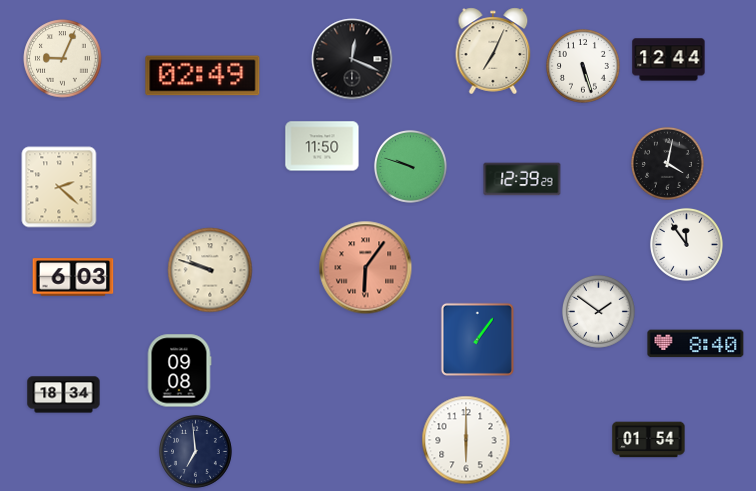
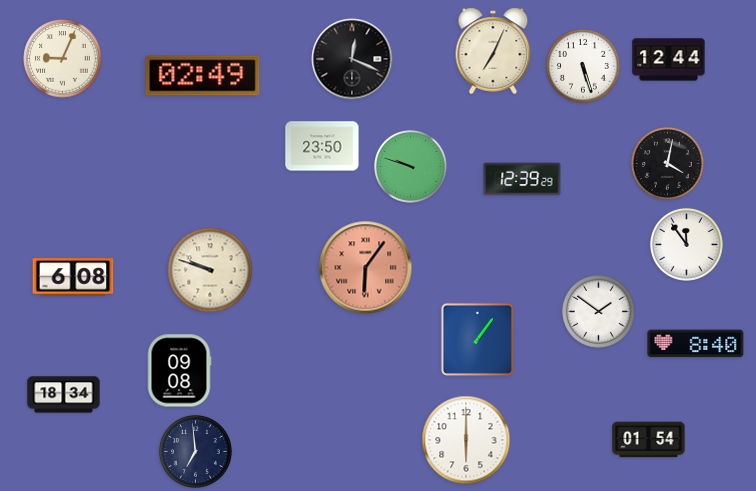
clock at (322, 146): 11:50 -> 23:50
clock at (59, 187): 2:22 -> none
clock at (73, 277): 6:03 -> 6:08
